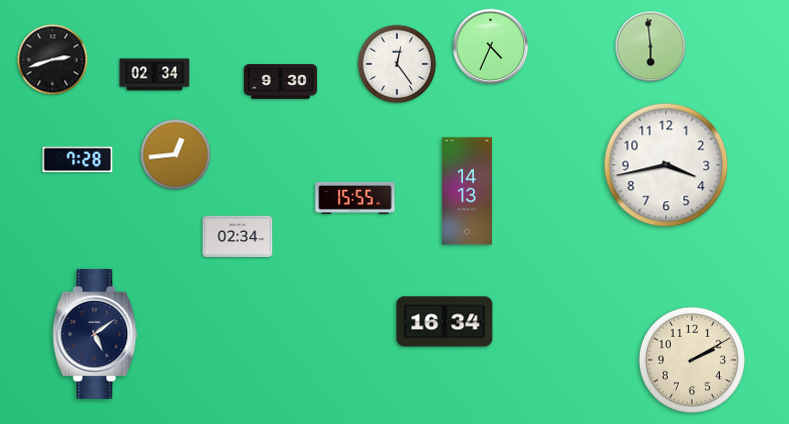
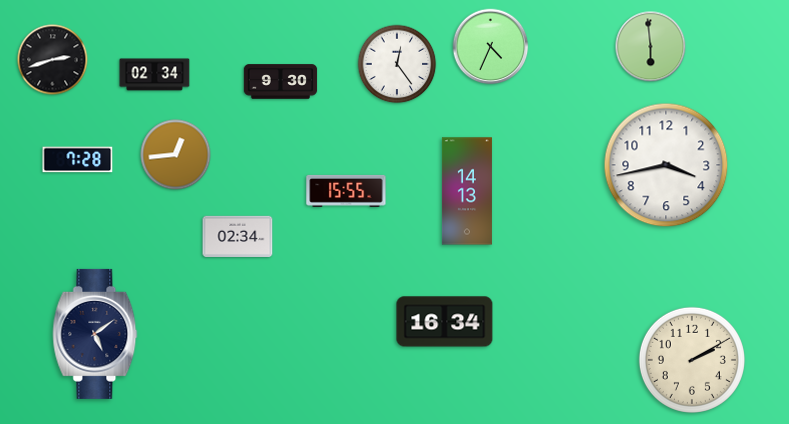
clock at (355, 198) position: (355, 198) -> (346, 191)
